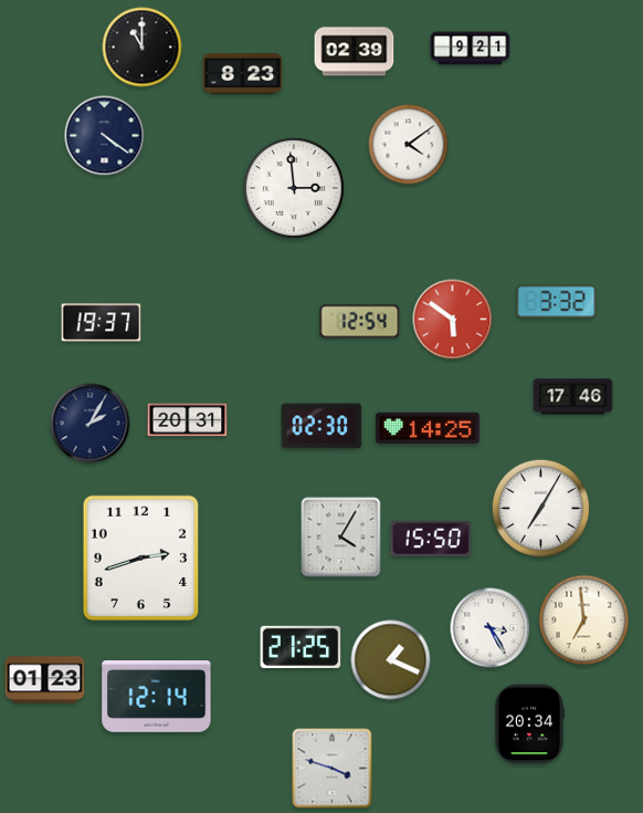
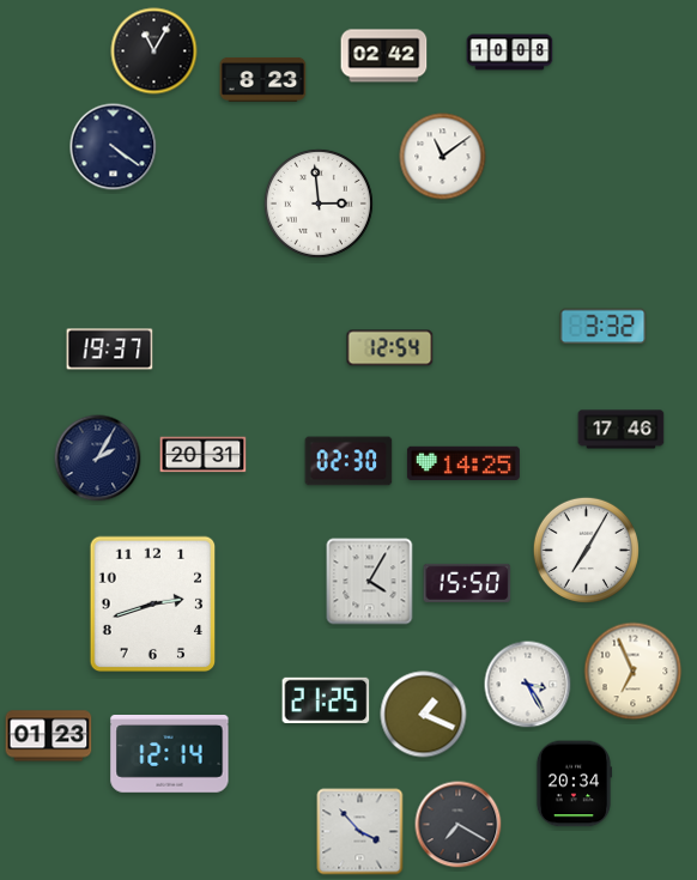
clock at (143, 48): 11:00 -> 11:05
clock at (471, 49): 9:21 -> 10:08
clock at (355, 52): 02:39 -> 02:42
clock at (409, 145): 4:09 -> 11:09
clock at (453, 320): 5:51 -> none
clock at (584, 621): 6:59 -> 6:56
clock at (491, 628) position: (491, 628) -> (528, 685)
clock at (459, 825): none -> 7:20
clock at (333, 769): 3:48 -> 3:53
